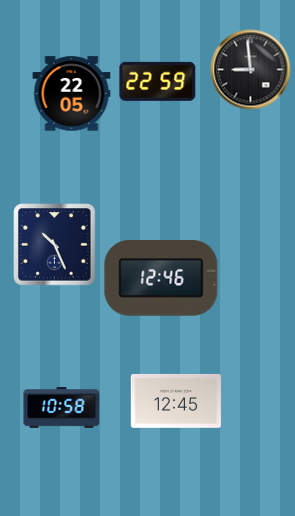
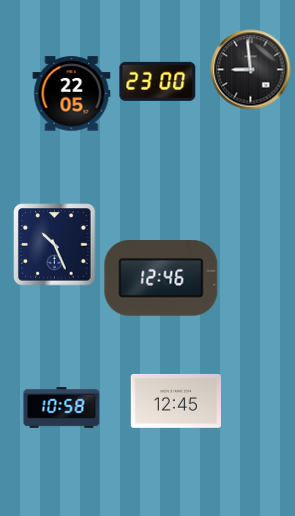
clock at (158, 81): 22:59 -> 23:00
